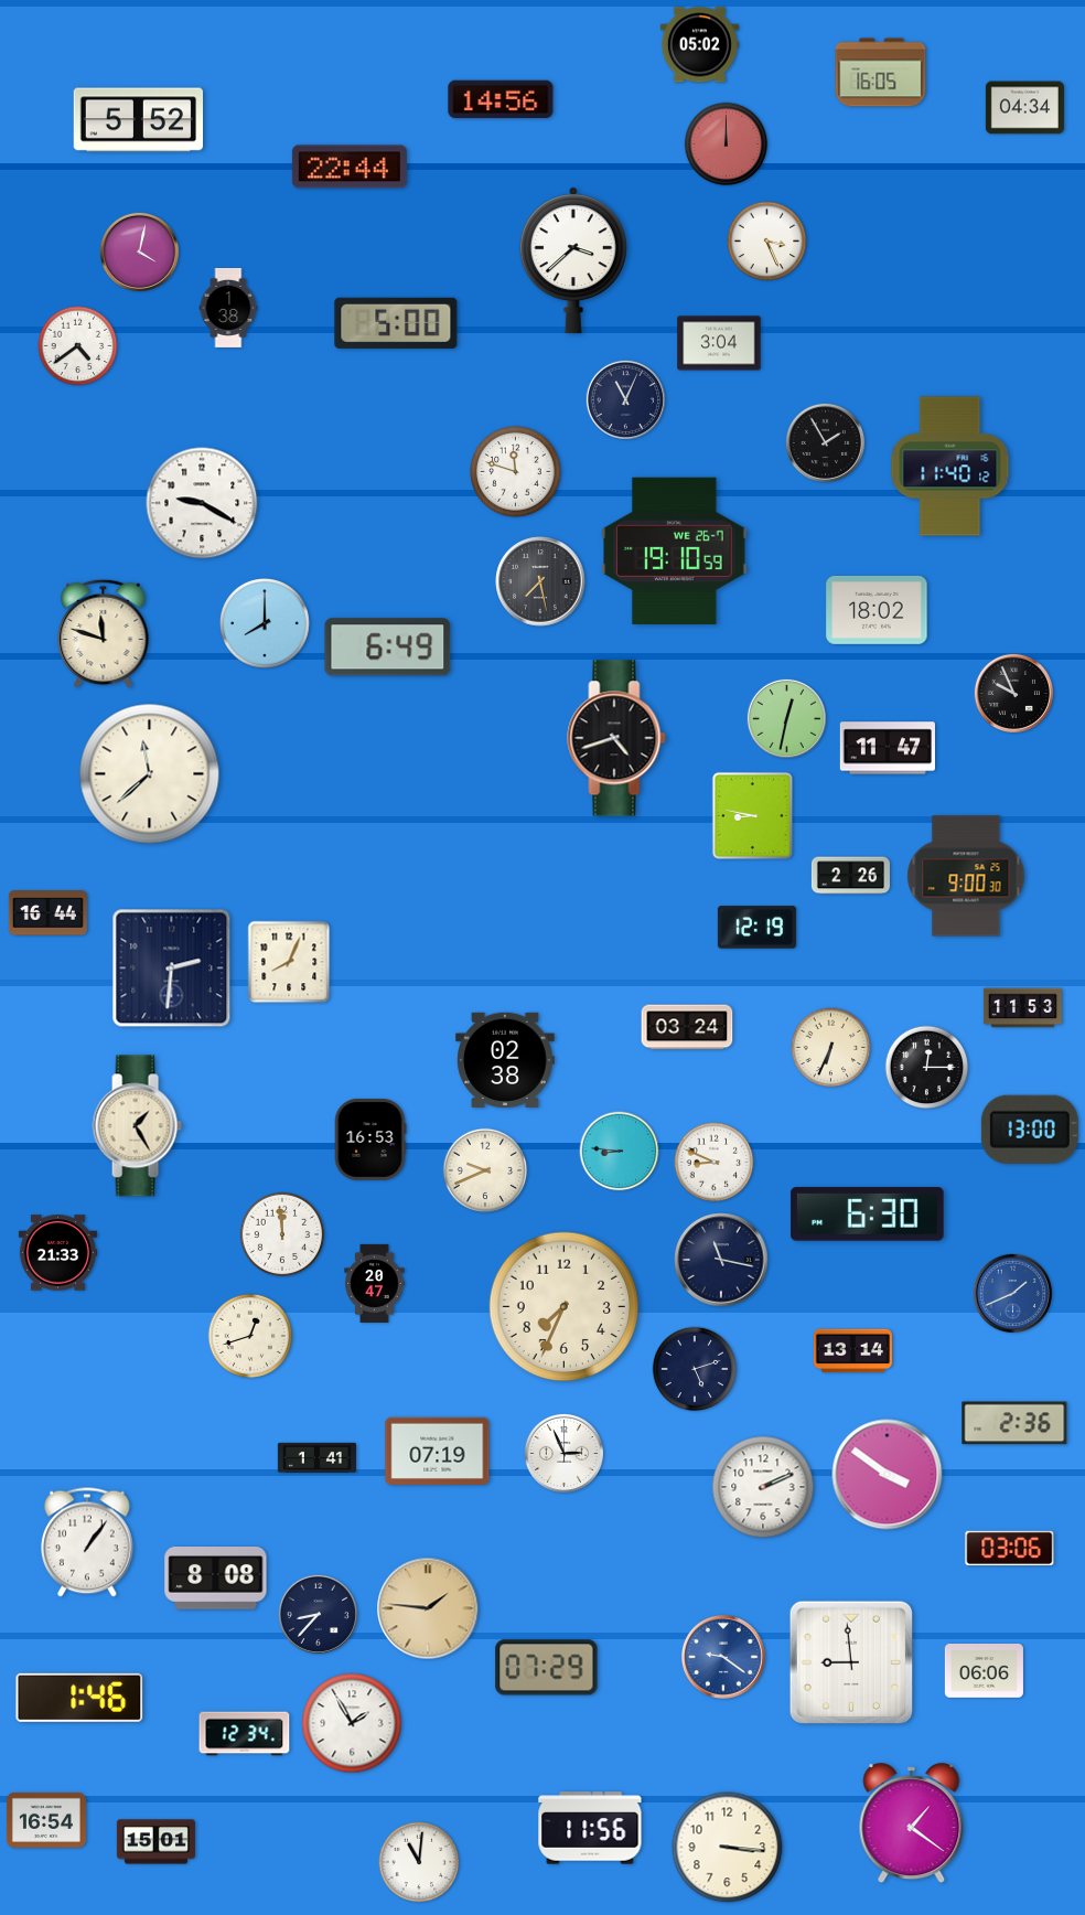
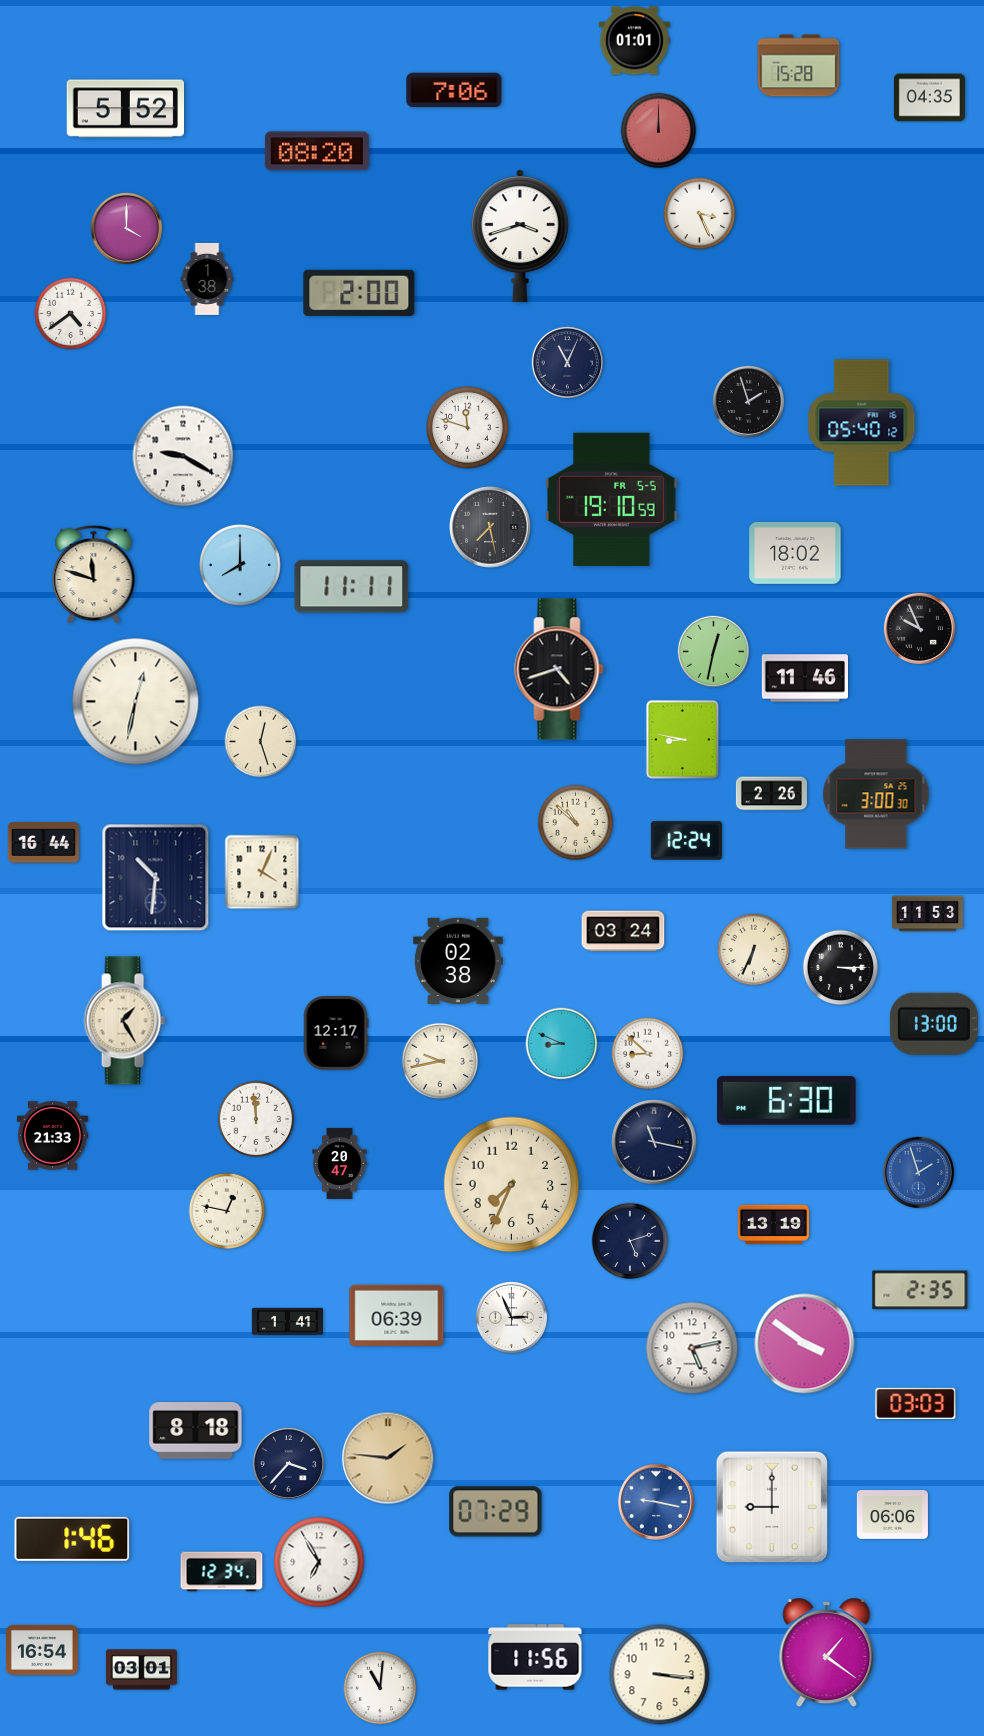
clock at (699, 45): 05:02 -> 01:01
clock at (881, 73): 16:05 -> 15:28
clock at (501, 99): 14:56 -> 7:06
clock at (1024, 108): 04:34 -> 04:35
clock at (350, 167): 22:44 -> 08:20
clock at (767, 242) position: (767, 242) -> (700, 214)
clock at (139, 252): 4:02 -> 4:00
clock at (573, 260): 3:38 -> 3:42
clock at (396, 323): 5:00 -> 2:00
clock at (719, 343): 3:04 -> none
clock at (825, 442): 1:55 -> 1:57
clock at (950, 467): 11:40 -> 05:40
clock at (675, 550) date: WE 26-7 -> FR 5-5
clock at (388, 648): 6:49 -> 11:11
clock at (887, 748): 11:47 -> 11:46
clock at (150, 774): 11:38 -> 12:32
clock at (261, 742): none -> 12:27
clock at (966, 876): 9:00 -> 3:00
clock at (576, 823): none -> 10:52
clock at (47, 913) position: (47, 913) -> (43, 843)
clock at (756, 928): 12:19 -> 12:24
clock at (289, 962): 8:04 -> 4:04
clock at (172, 969): 2:31 -> 10:31
clock at (927, 1068): 12:15 -> 3:15
clock at (370, 1140): 16:53 -> 12:17
clock at (620, 1152): 8:46 -> 8:49
clock at (715, 1163): 8:49 -> 8:52
clock at (485, 1170): 9:41 -> 9:43
clock at (1012, 1293): 1:41 -> 1:57
clock at (250, 1336): 12:42 -> 12:47
clock at (852, 1351): 13:14 -> 13:19
clock at (1014, 1423): 2:36 -> 2:35
clock at (438, 1451): 07:19 -> 06:39
clock at (888, 1475) position: (888, 1475) -> (805, 1344)
clock at (763, 1487): 2:11 -> 5:13
clock at (88, 1542): 1:06 -> none
clock at (1010, 1548): 03:06 -> 03:03
clock at (216, 1579): 8:08 -> 8:18
clock at (318, 1614): 8:37 -> 3:37
clock at (723, 1657): 9:21 -> 9:17
clock at (850, 1661): 8:59 -> 9:00
clock at (352, 1723): 1:55 -> 6:55
clock at (155, 1842): 15:01 -> 03:01
